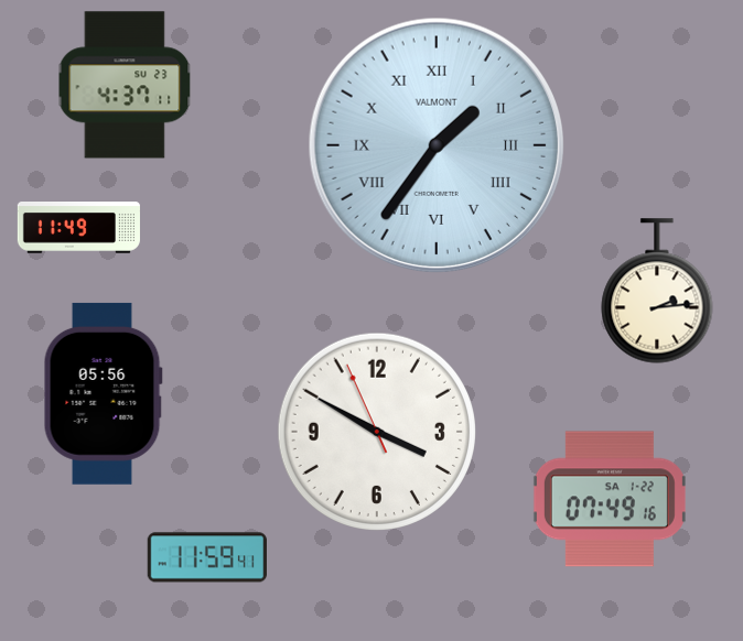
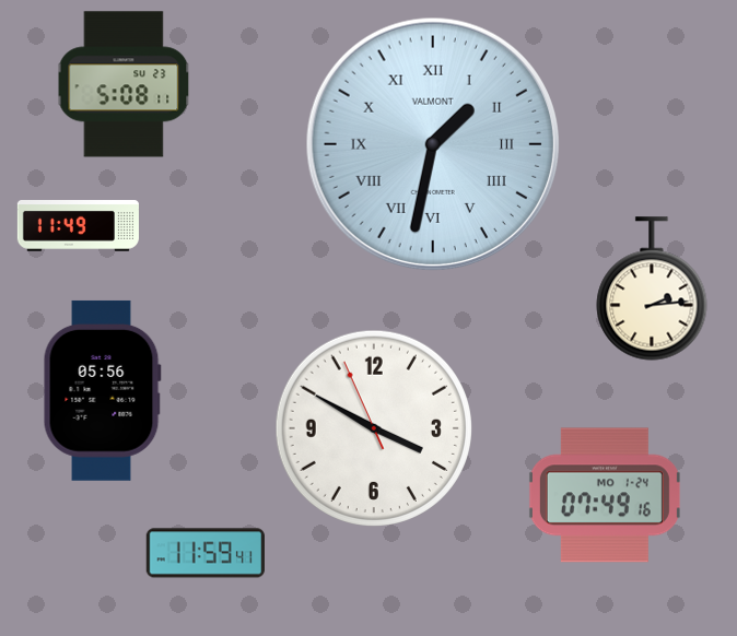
clock at (125, 85): 4:37 -> 5:08
clock at (437, 145): 1:36 -> 1:32
clock at (610, 499) date: SA 1-22 -> MO 1-24
